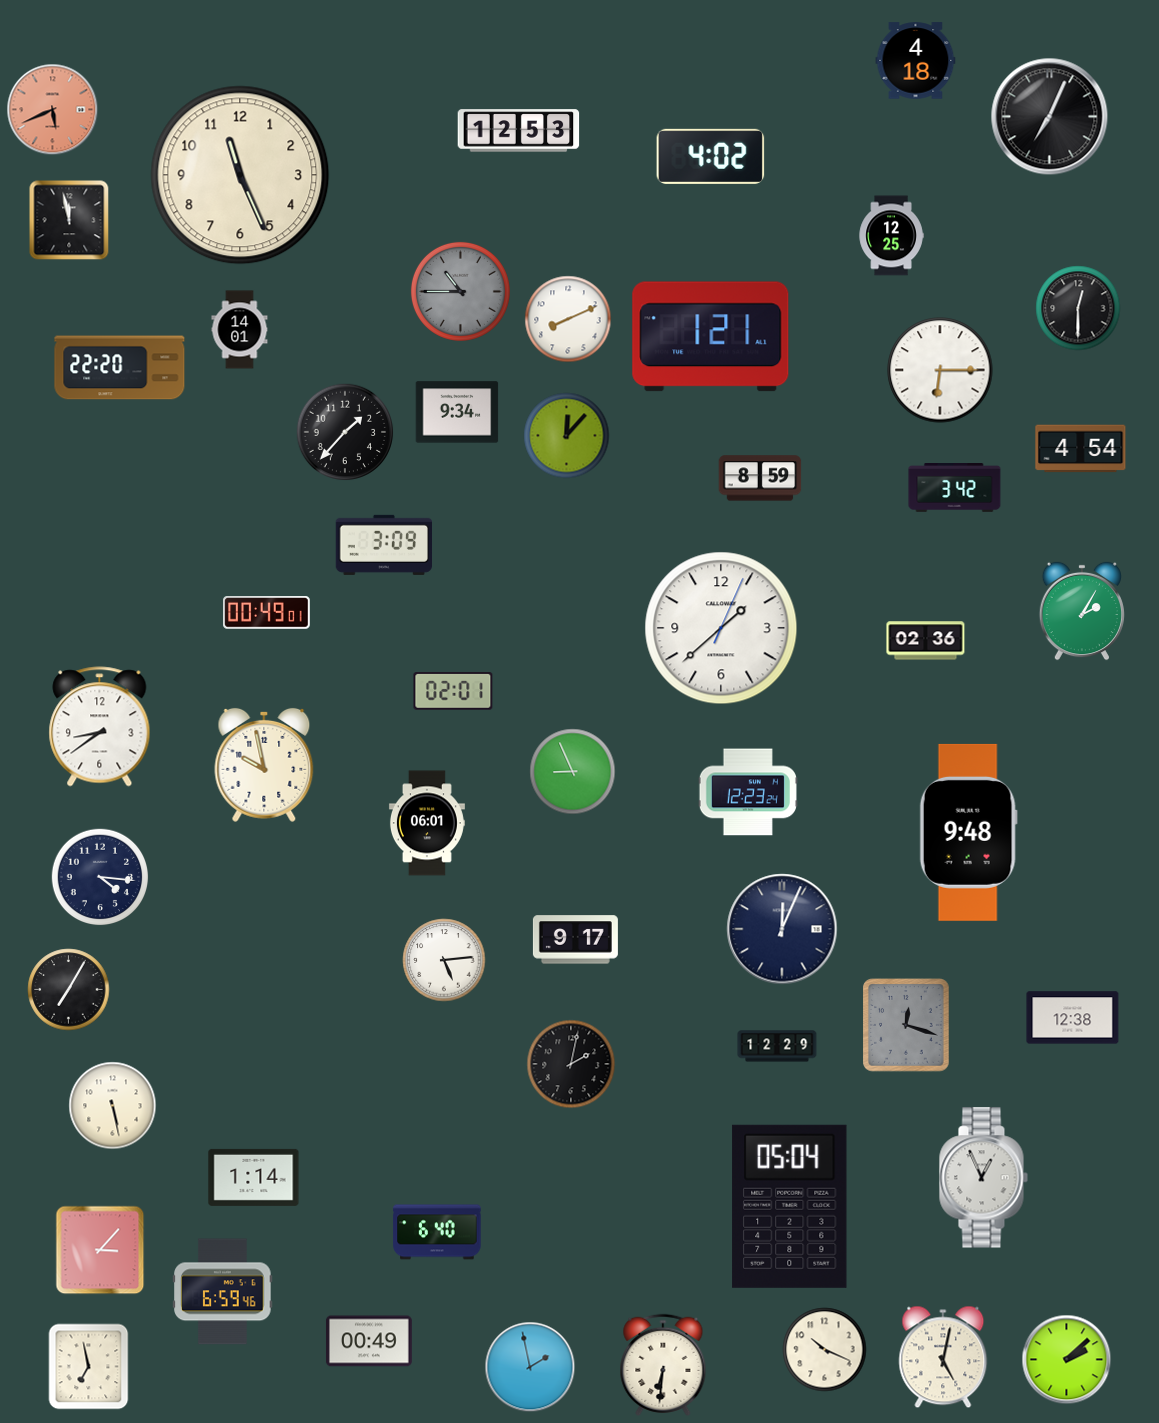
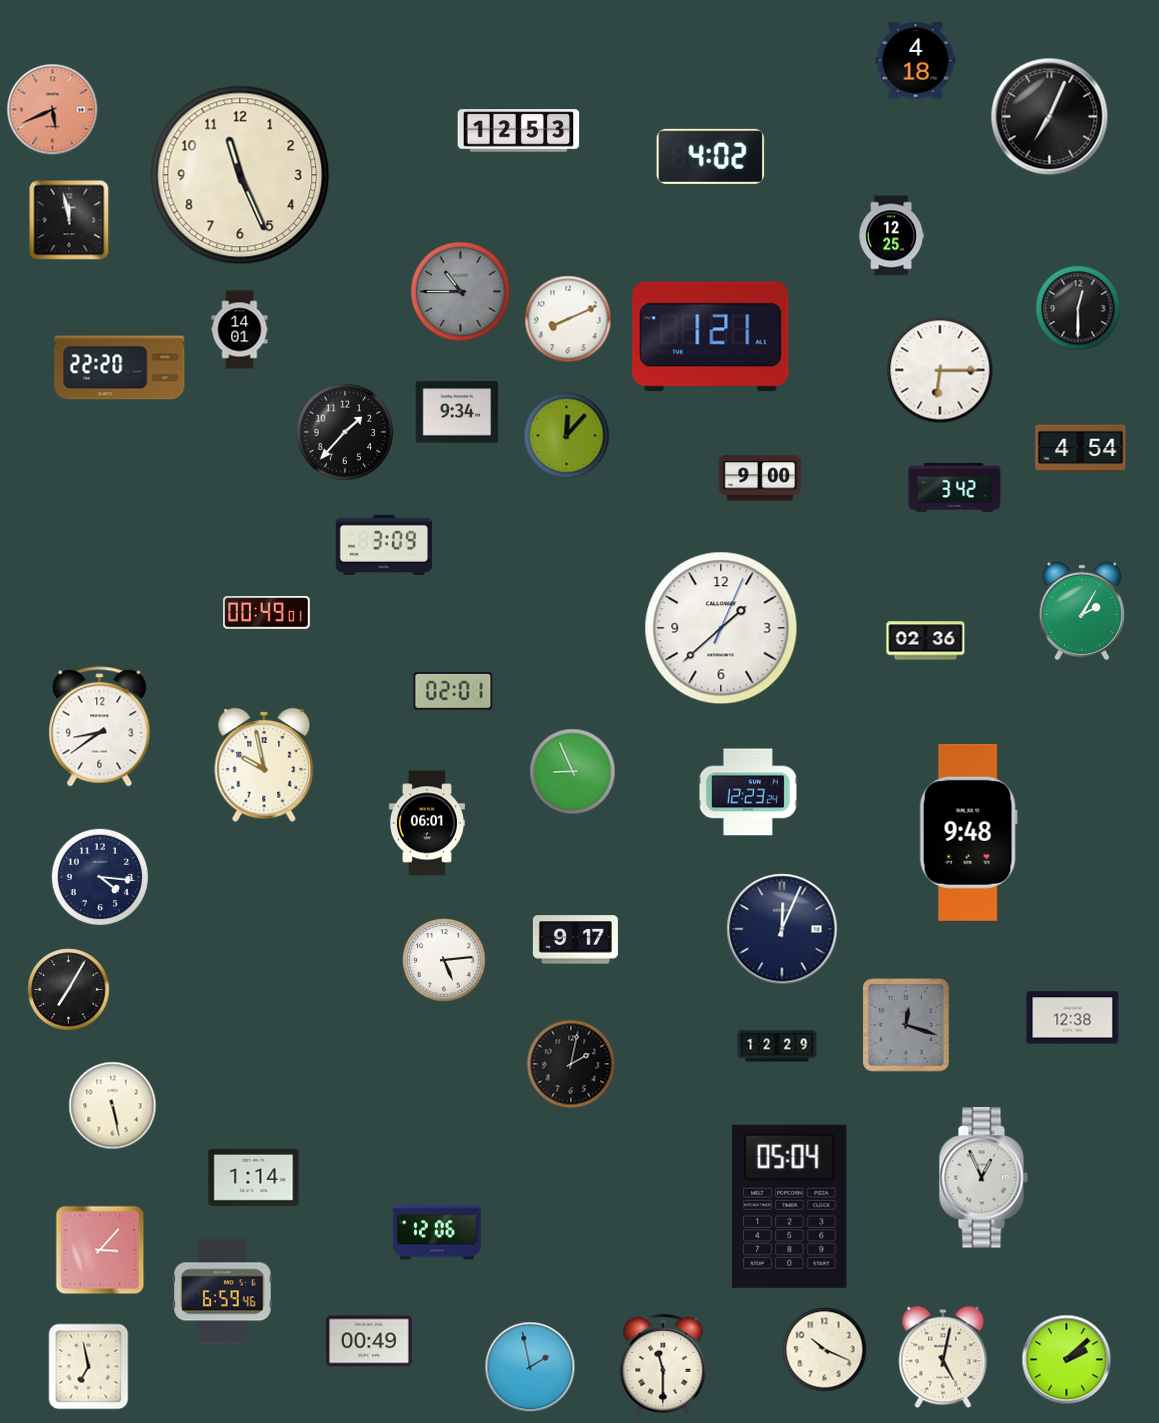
clock at (760, 478): 8:59 -> 9:00
clock at (437, 1232): 6:40 -> 12:06
clock at (663, 1365): 6:31 -> 11:30
